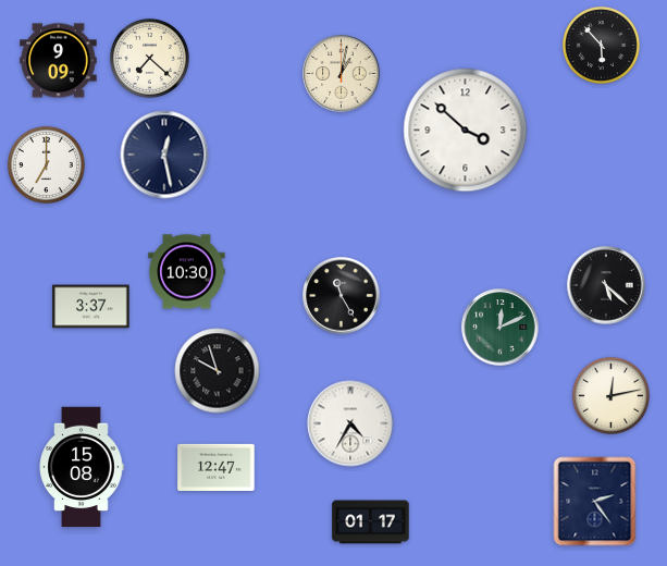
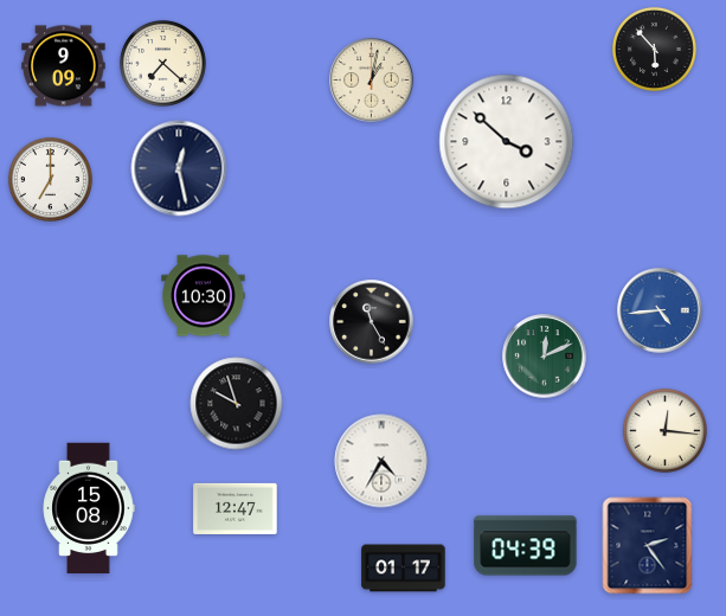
clock at (606, 285): 5:22 -> 4:44
clock at (606, 285) dial: black -> blue
clock at (91, 307): 3:37 -> none
clock at (610, 395): 12:13 -> 12:16
clock at (526, 546): none -> 04:39
